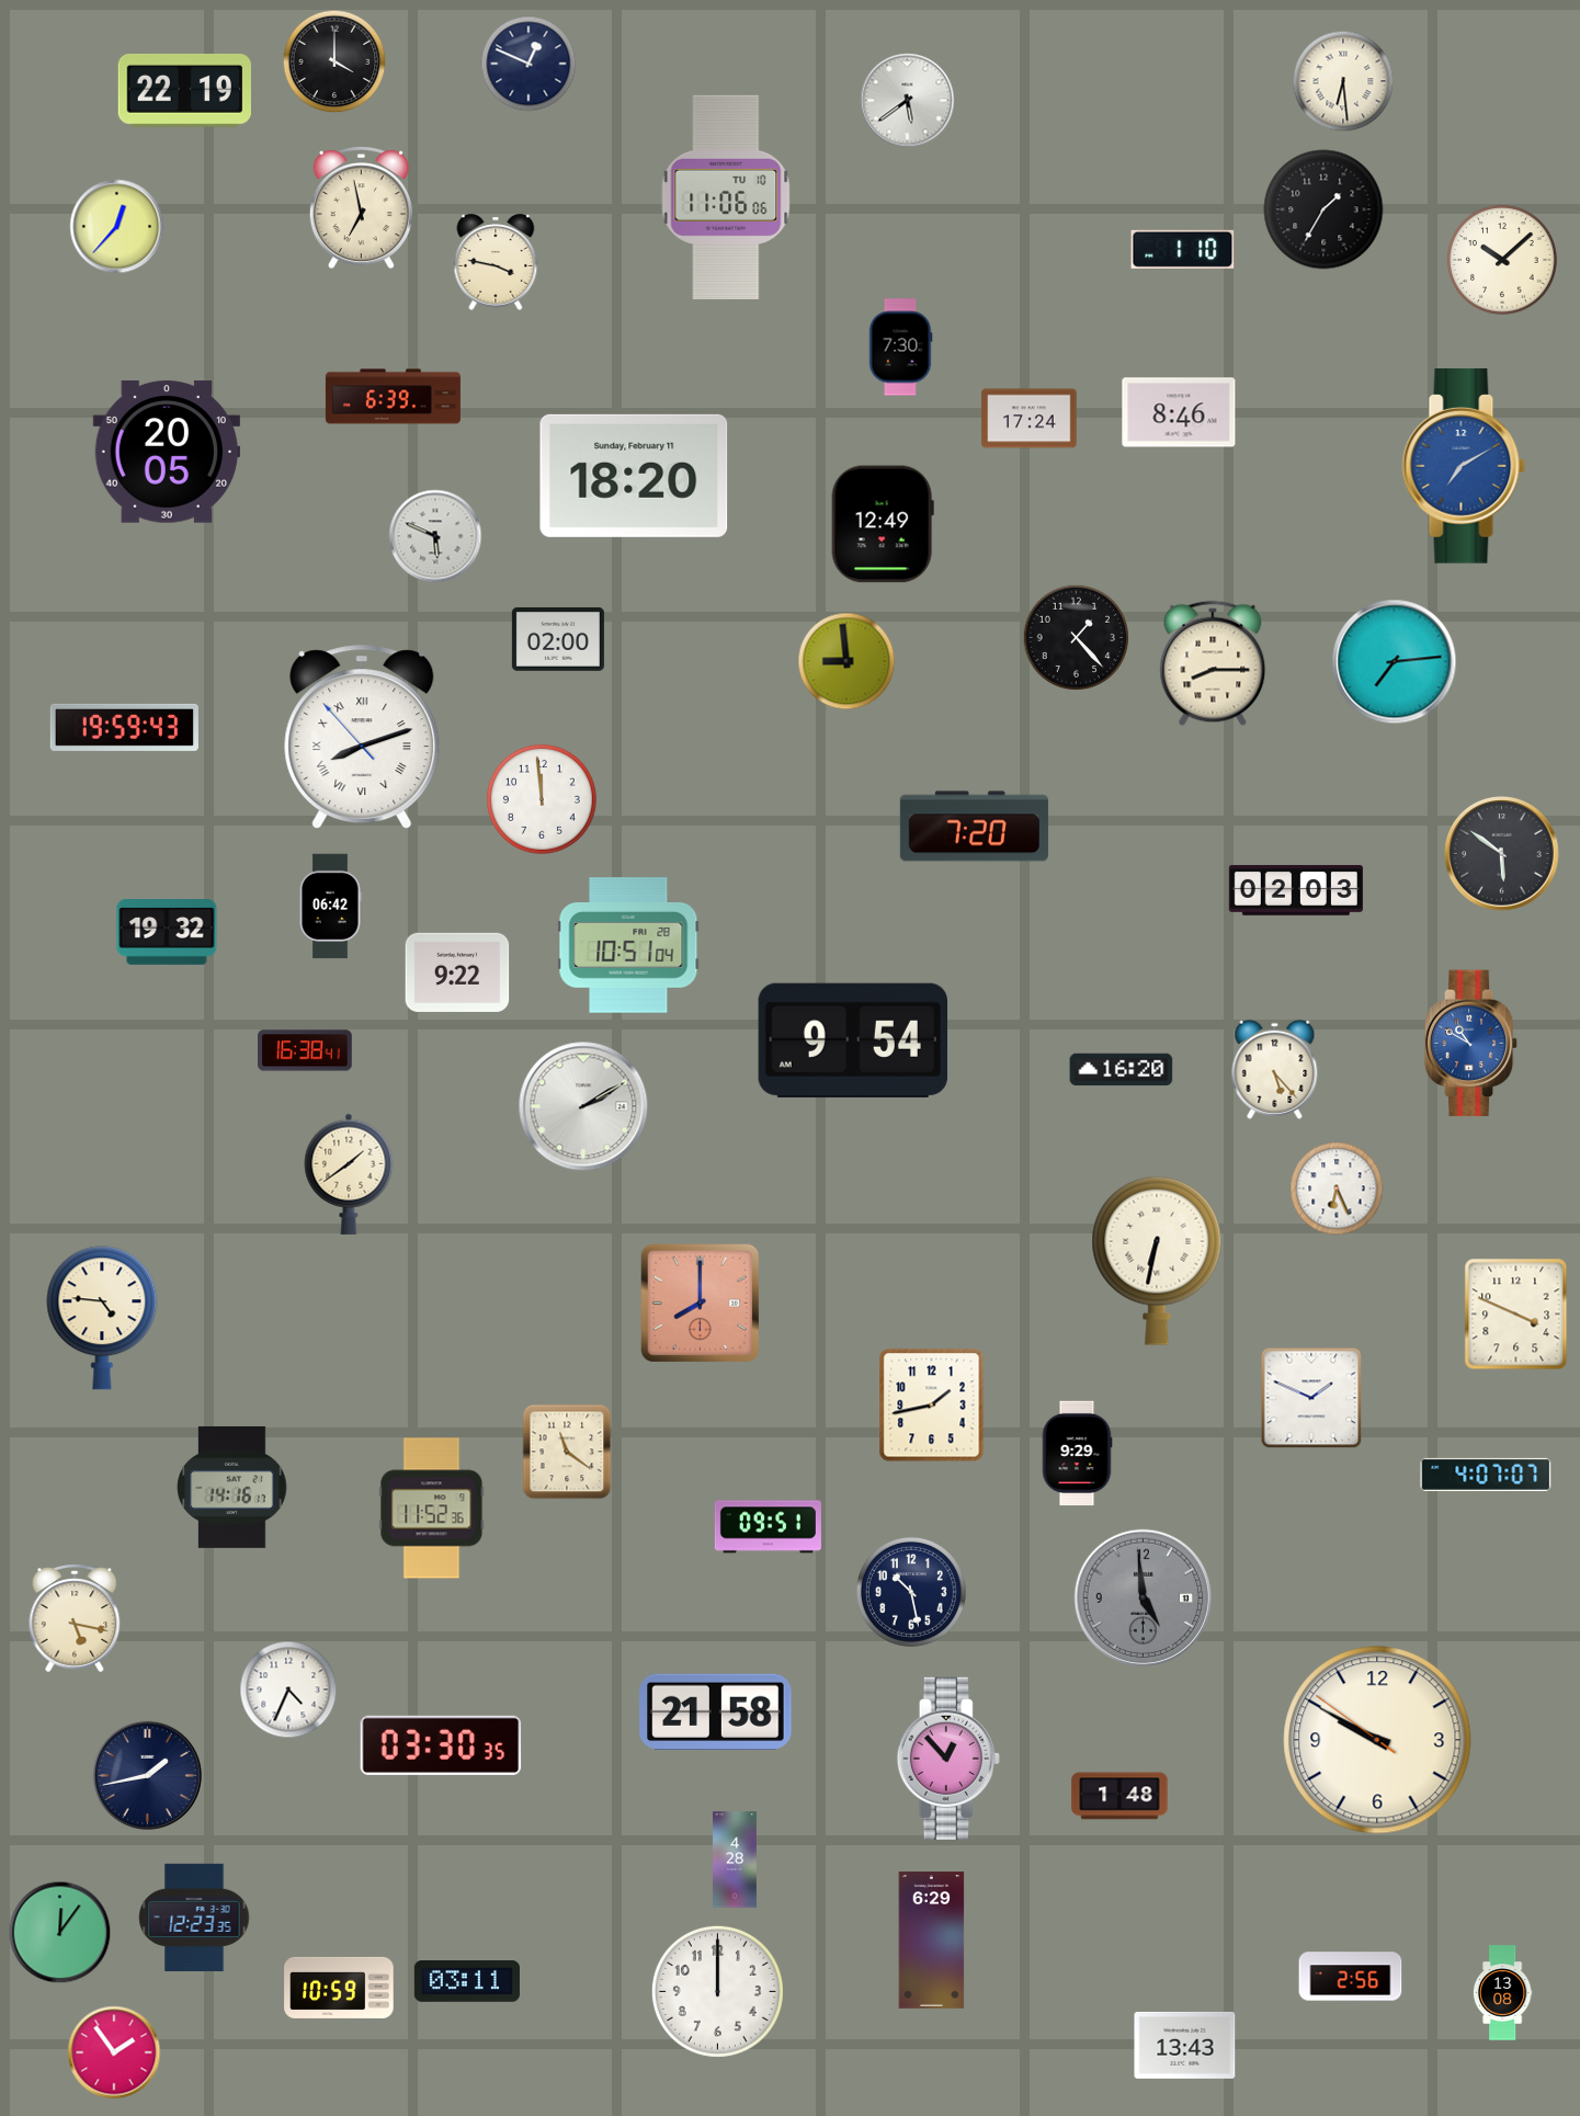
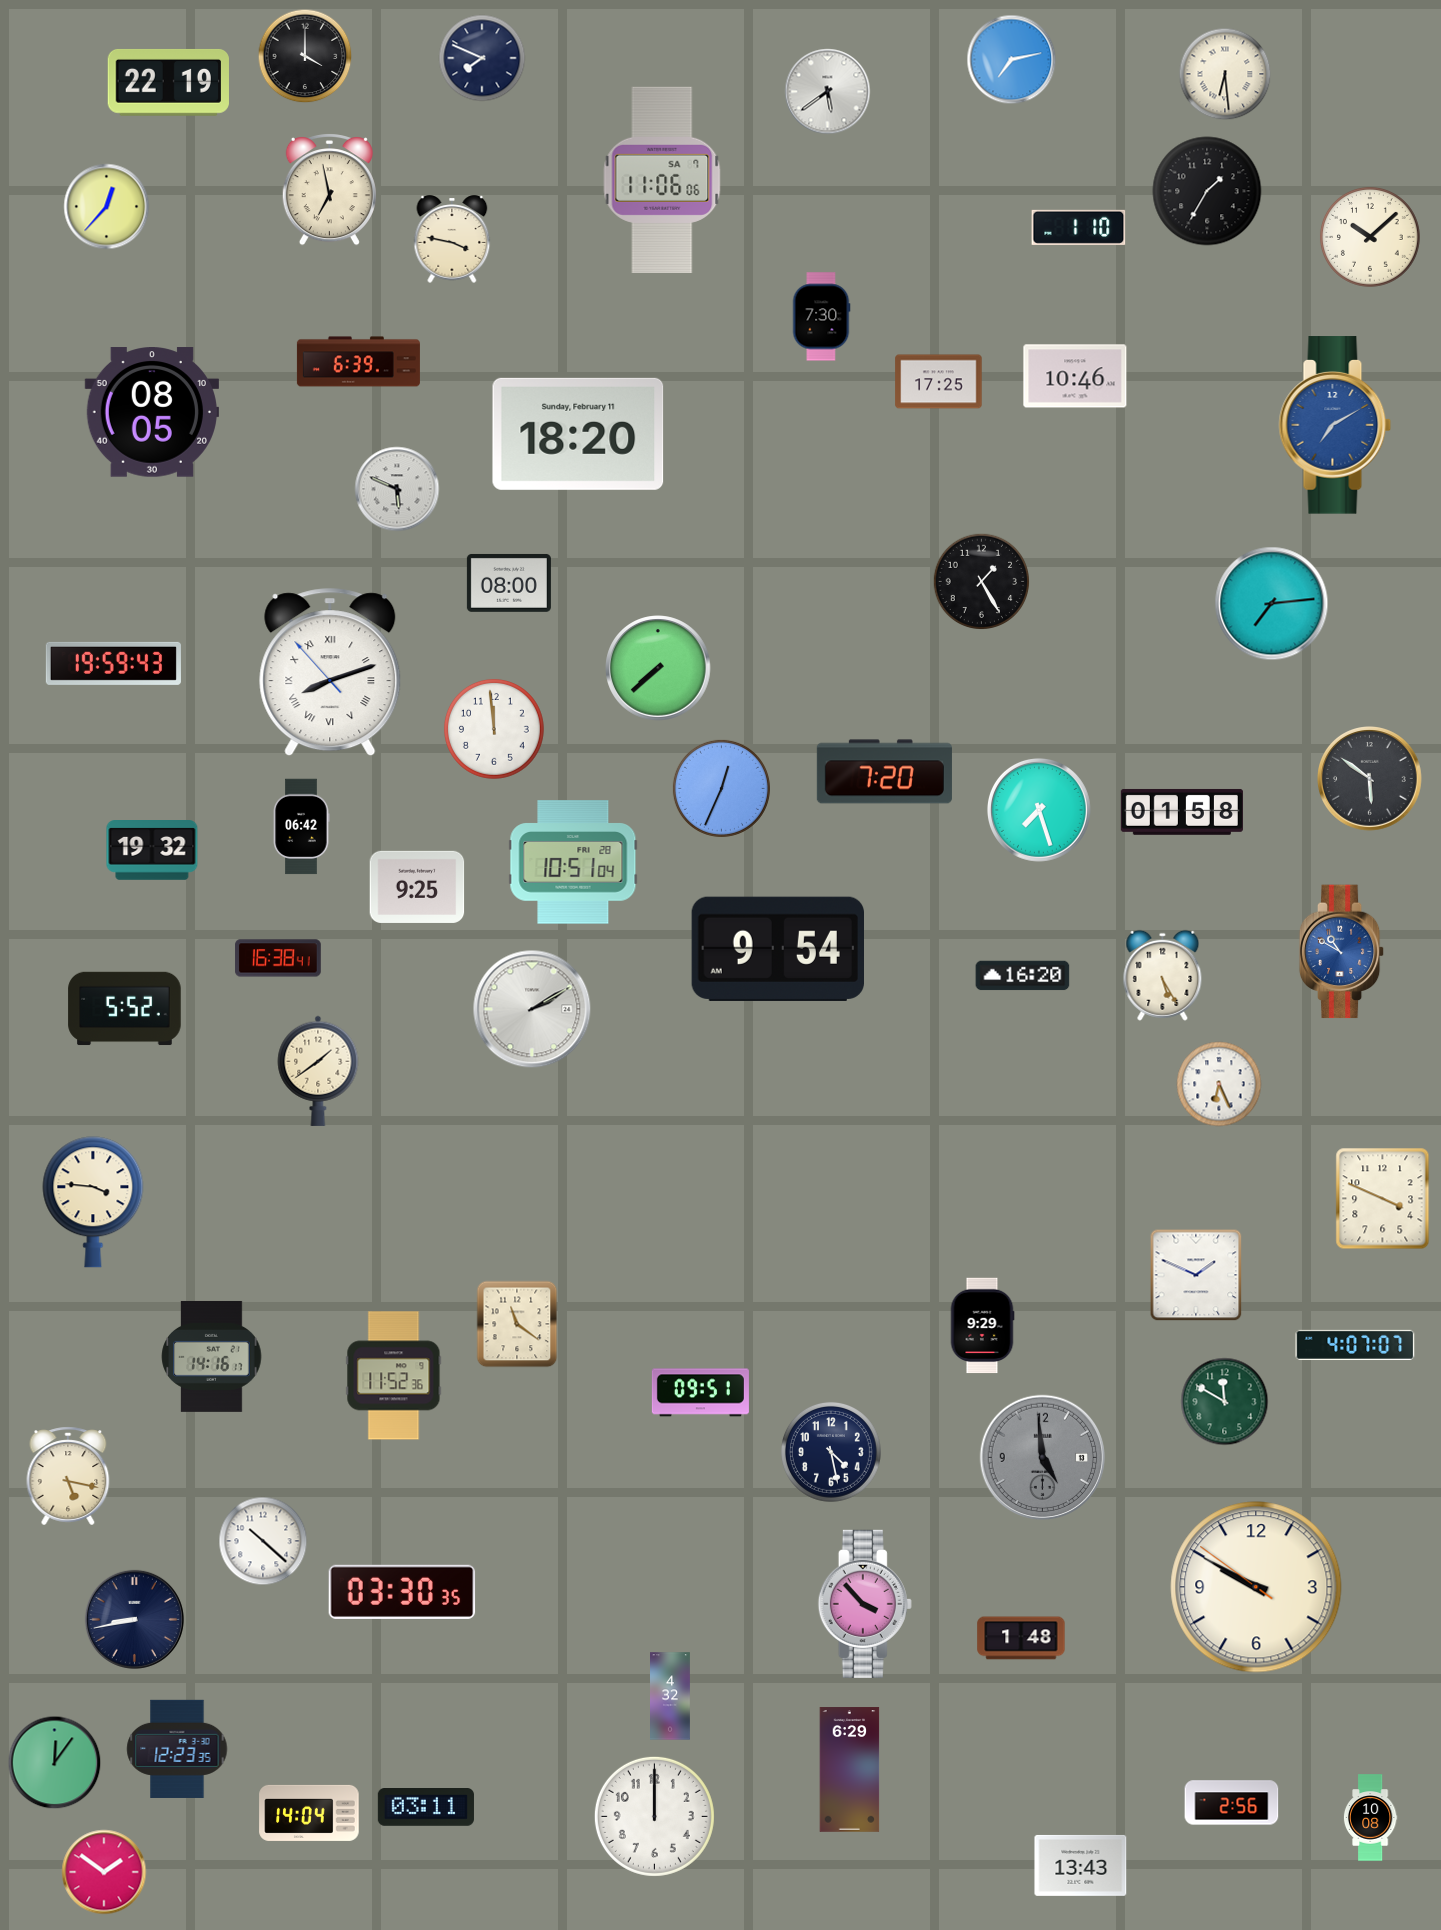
clock at (528, 64): 12:49 -> 7:49
clock at (1012, 60): none -> 7:13
clock at (726, 197) date: TU 10 -> SA 7
clock at (1179, 412): 8:46 -> 10:46
clock at (1030, 419): 17:24 -> 17:25
clock at (166, 452): 20:05 -> 08:05
clock at (883, 524): 12:49 -> none
clock at (1076, 637): 1:23 -> 1:25
clock at (558, 639): 02:00 -> 08:00
clock at (846, 661): 8:59 -> none
clock at (1213, 663): 8:15 -> none
clock at (658, 668): none -> 7:38
clock at (974, 827) position: (974, 827) -> (884, 772)
clock at (721, 788): none -> 12:34
clock at (1039, 810): none -> 7:27
clock at (1296, 890): 02:03 -> 01:58
clock at (457, 972): 9:22 -> 9:25
clock at (1275, 1069): 5:23 -> 5:25
clock at (125, 1009): none -> 5:52
clock at (1157, 1261): 6:32 -> none
clock at (701, 1304): 8:00 -> none
clock at (102, 1318): 4:46 -> 3:46
clock at (932, 1406): 1:43 -> none
clock at (1225, 1402): none -> 11:50
clock at (911, 1592): 10:28 -> 4:28
clock at (288, 1690): 4:34 -> 10:22
clock at (716, 1711): 21:58 -> none
clock at (948, 1759): 12:53 -> 3:53
clock at (147, 1775): 1:43 -> 8:43
clock at (736, 1859): 4:28 -> 4:32
clock at (339, 1988): 10:59 -> 14:04
clock at (1502, 1993): 13:08 -> 10:08
clock at (114, 2052): 1:54 -> 1:51
